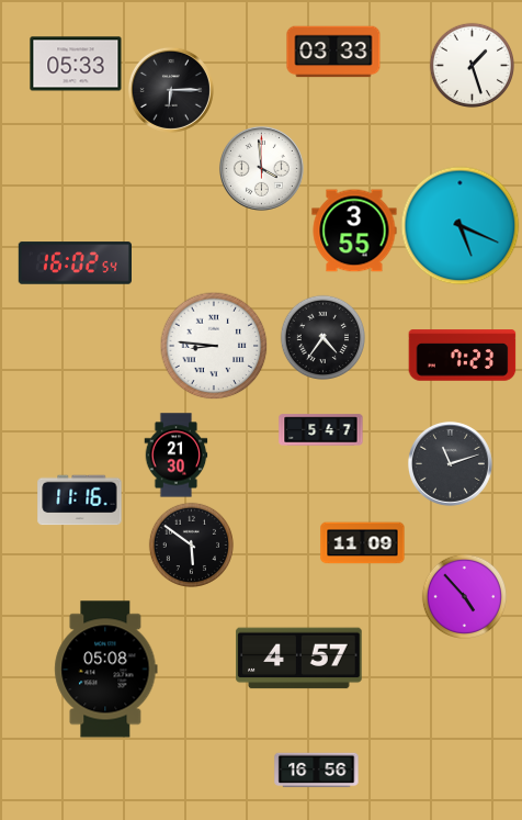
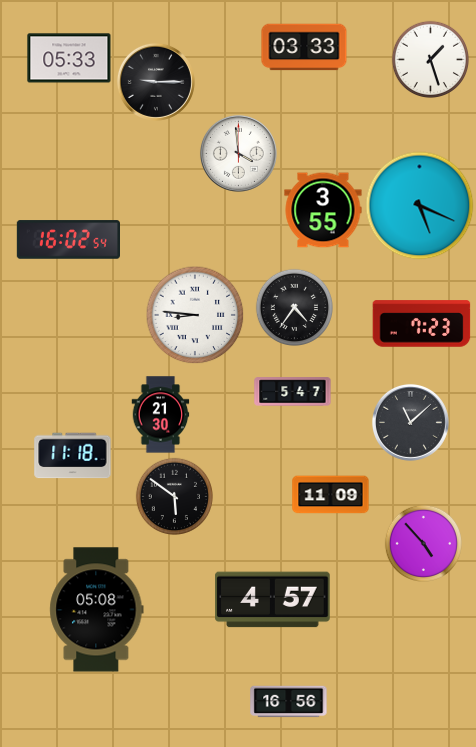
clock at (171, 90): 6:15 -> 9:15
clock at (450, 463): 11:12 -> 11:08
clock at (80, 501): 11:16 -> 11:18
